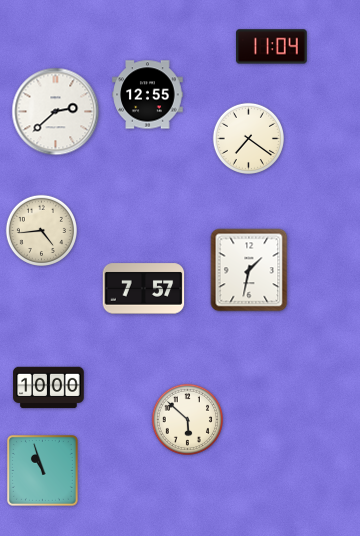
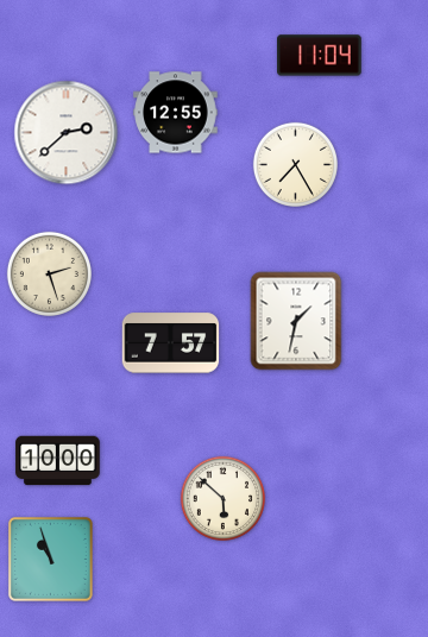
clock at (272, 47) position: (272, 47) -> (320, 56)
clock at (248, 138): 7:21 -> 7:25
clock at (41, 230): 4:44 -> 2:27
